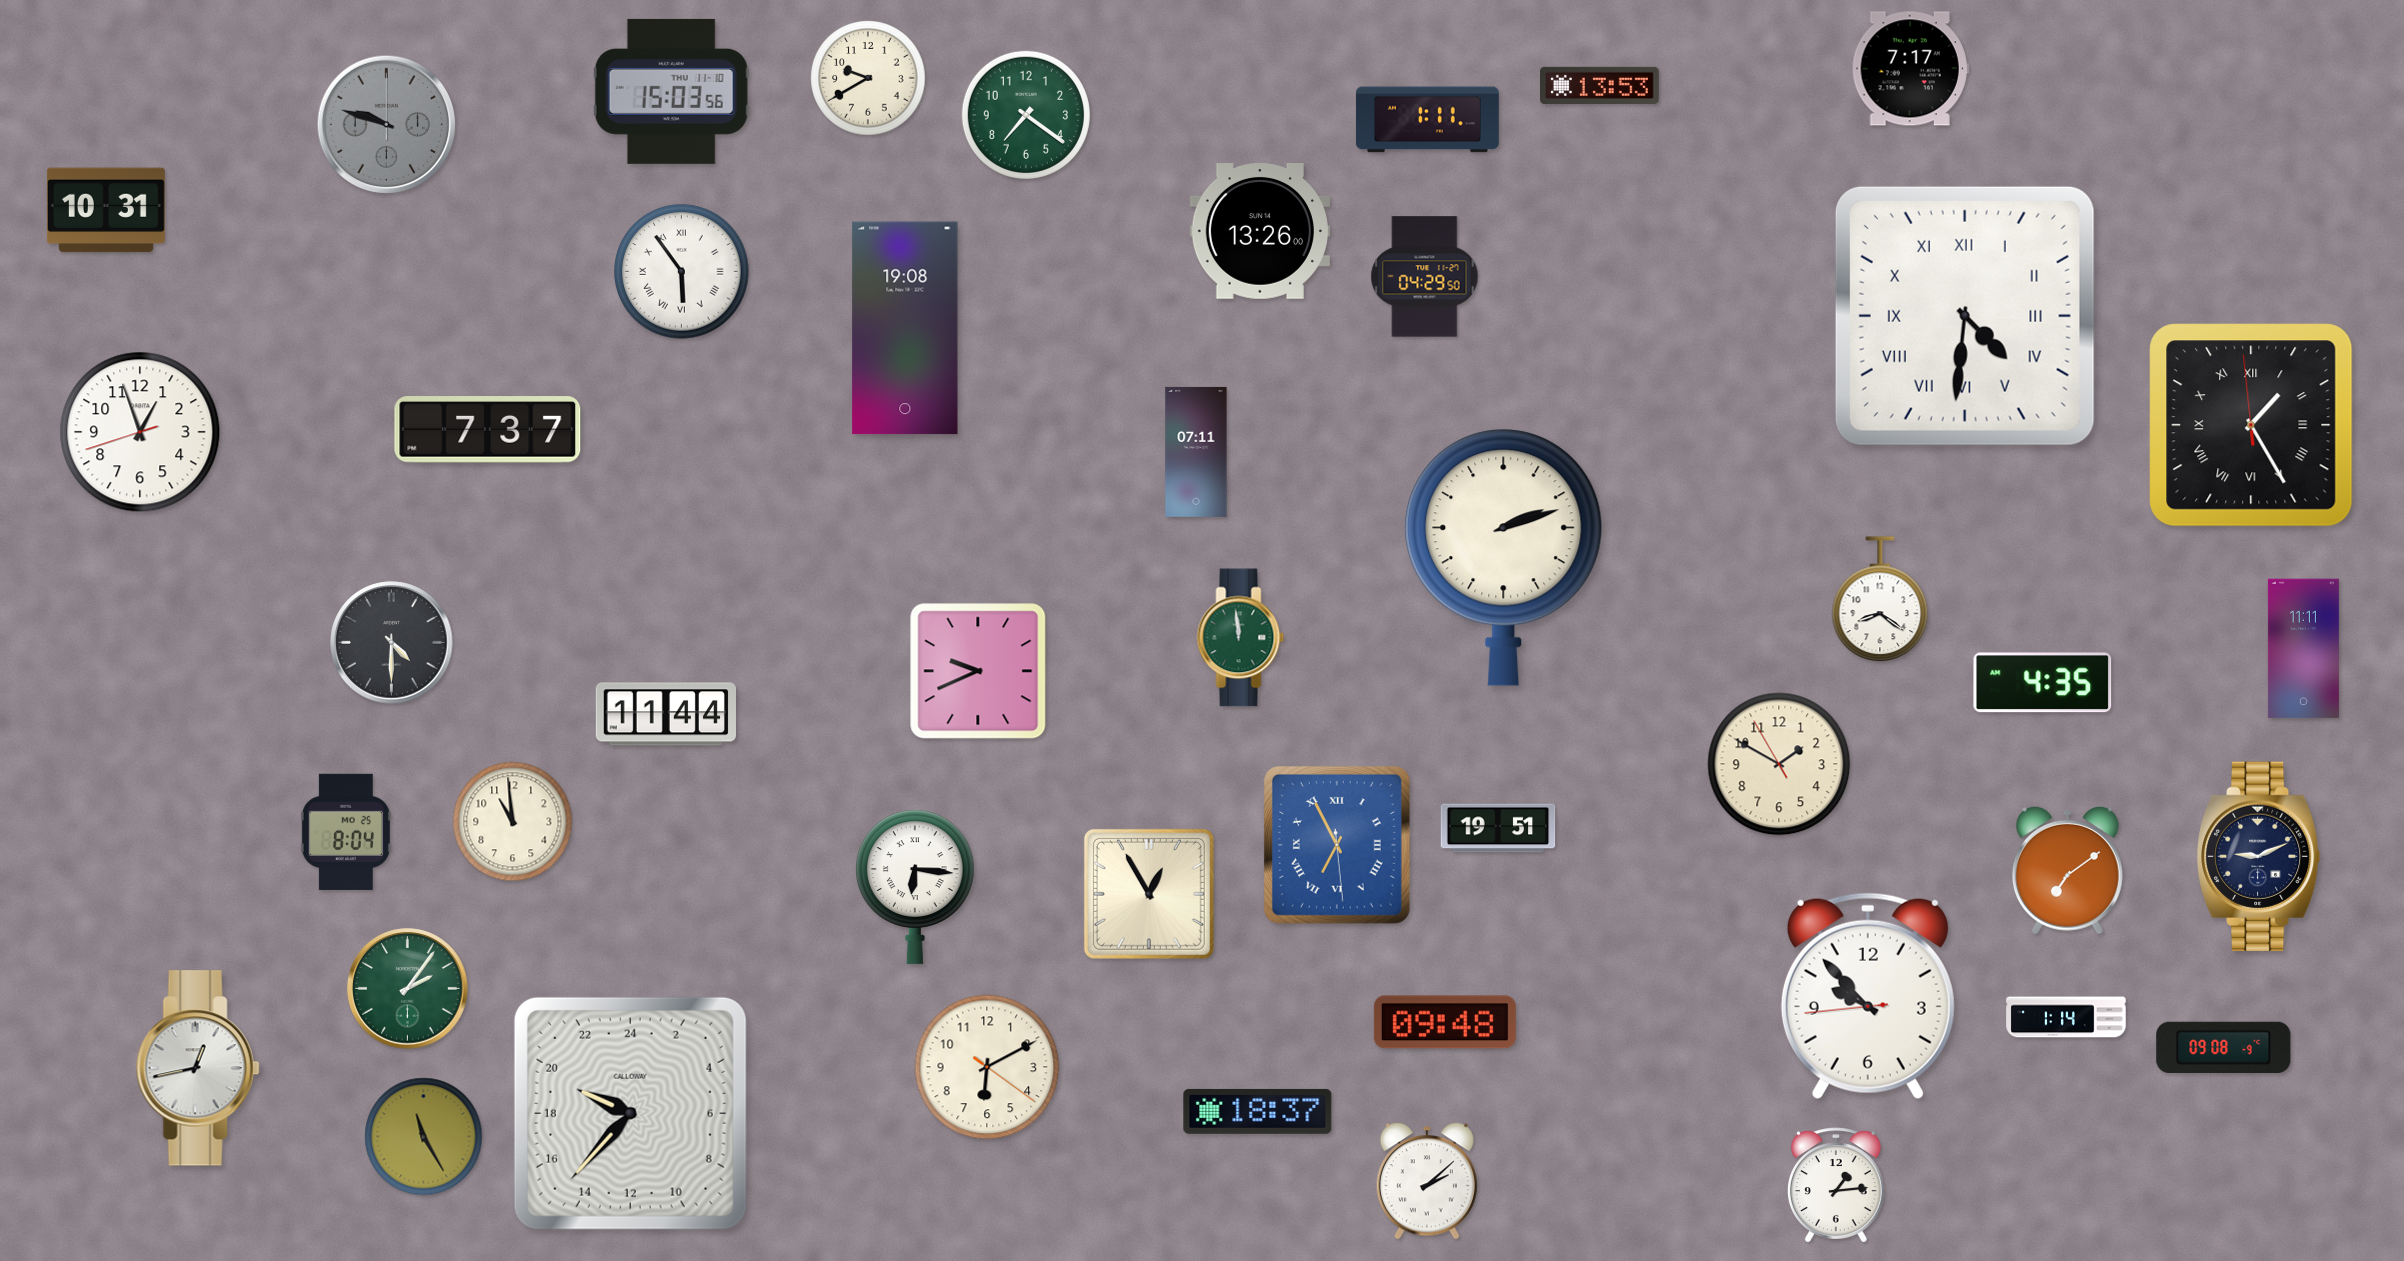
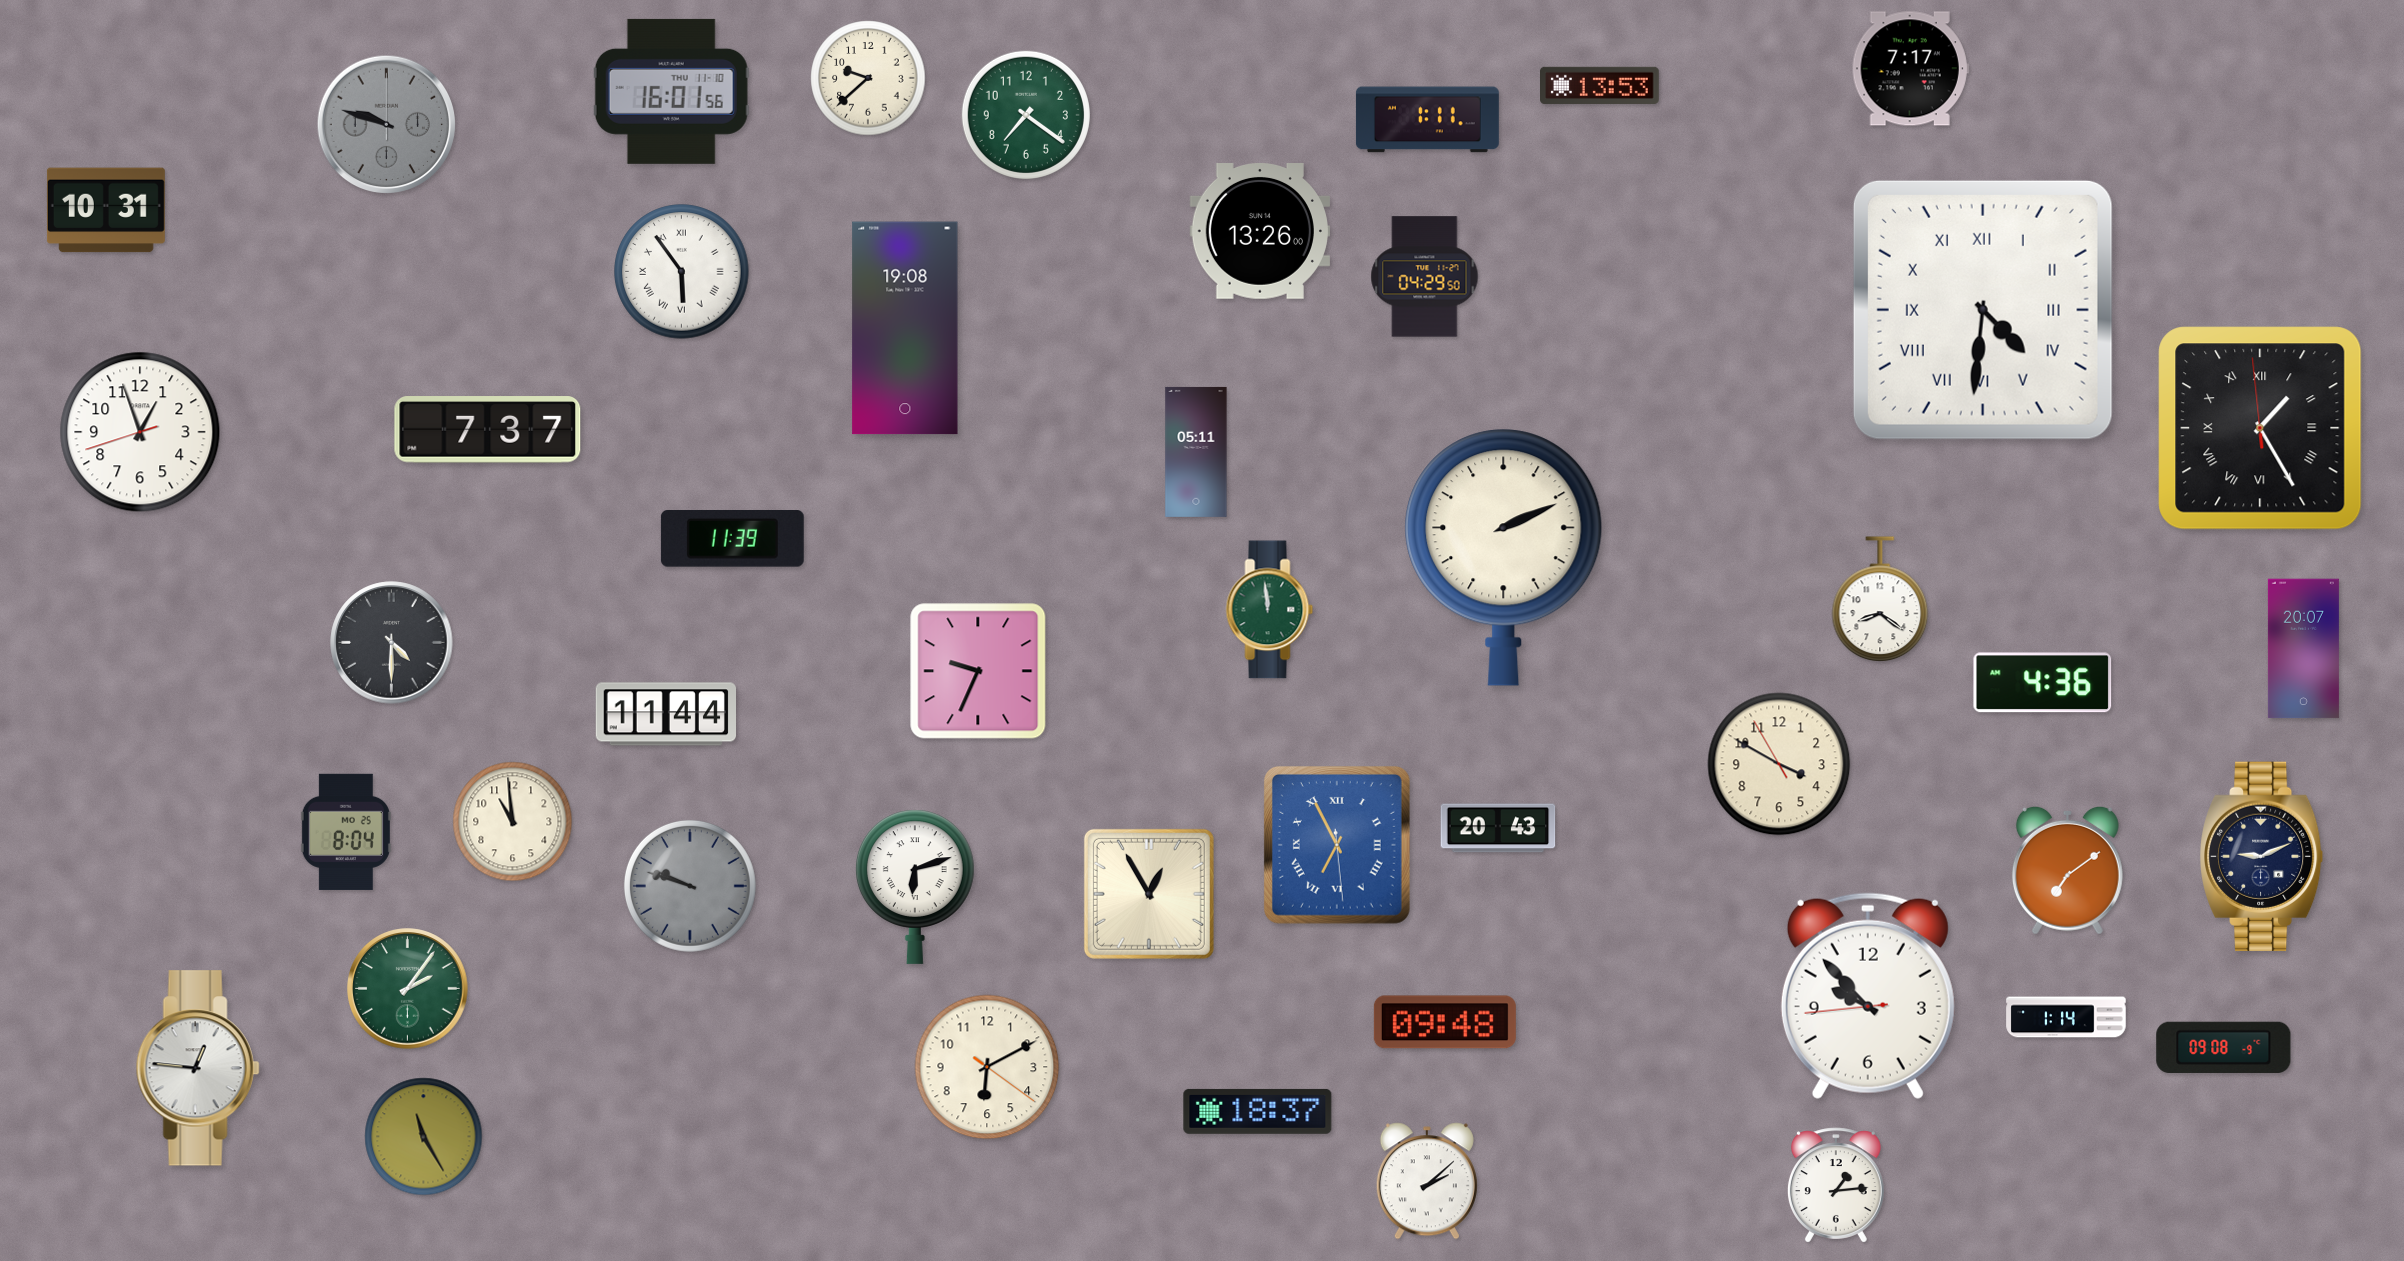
clock at (868, 78): 9:40 -> 9:38
clock at (671, 91): 15:03 -> 16:01
clock at (1965, 316) position: (1965, 316) -> (1983, 310)
clock at (2251, 425) position: (2251, 425) -> (2260, 428)
clock at (1196, 452): 07:11 -> 05:11
clock at (732, 539): none -> 11:39
clock at (1504, 557): 2:12 -> 2:11
clock at (1241, 638) position: (1241, 638) -> (1270, 610)
clock at (2303, 649): 11:11 -> 20:07
clock at (978, 671): 9:41 -> 9:34
clock at (2043, 683): 4:35 -> 4:36
clock at (1779, 764): 1:49 -> 3:49
clock at (1498, 828): 19:51 -> 20:43
clock at (2258, 856) position: (2258, 856) -> (2261, 856)
clock at (690, 886): none -> 9:48
clock at (916, 887): 6:16 -> 6:12
clock at (198, 1068): 12:43 -> 12:46
clock at (630, 1113): 19:37 -> none
